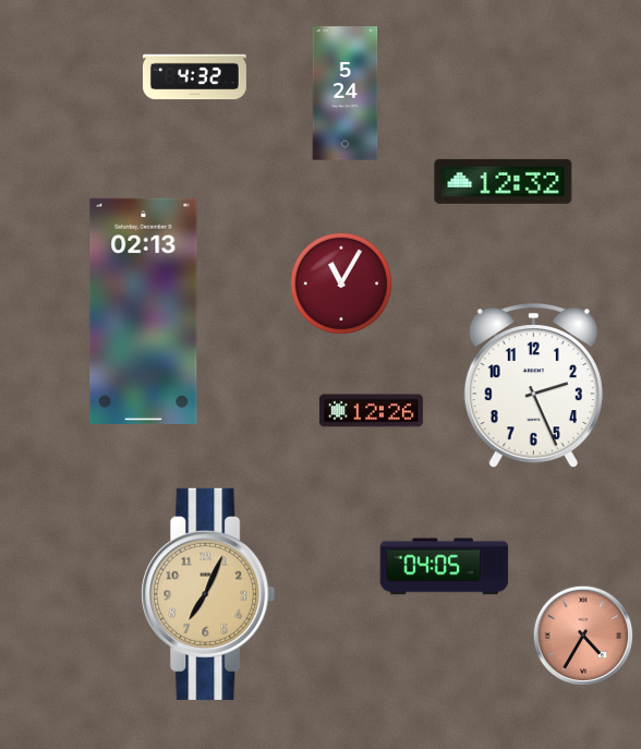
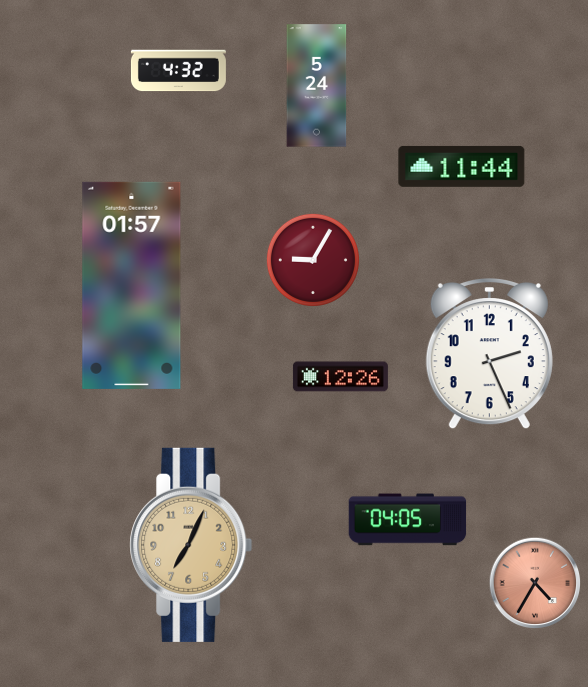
clock at (504, 181): 12:32 -> 11:44
clock at (341, 283): 11:05 -> 9:05
clock at (144, 311): 02:13 -> 01:57
